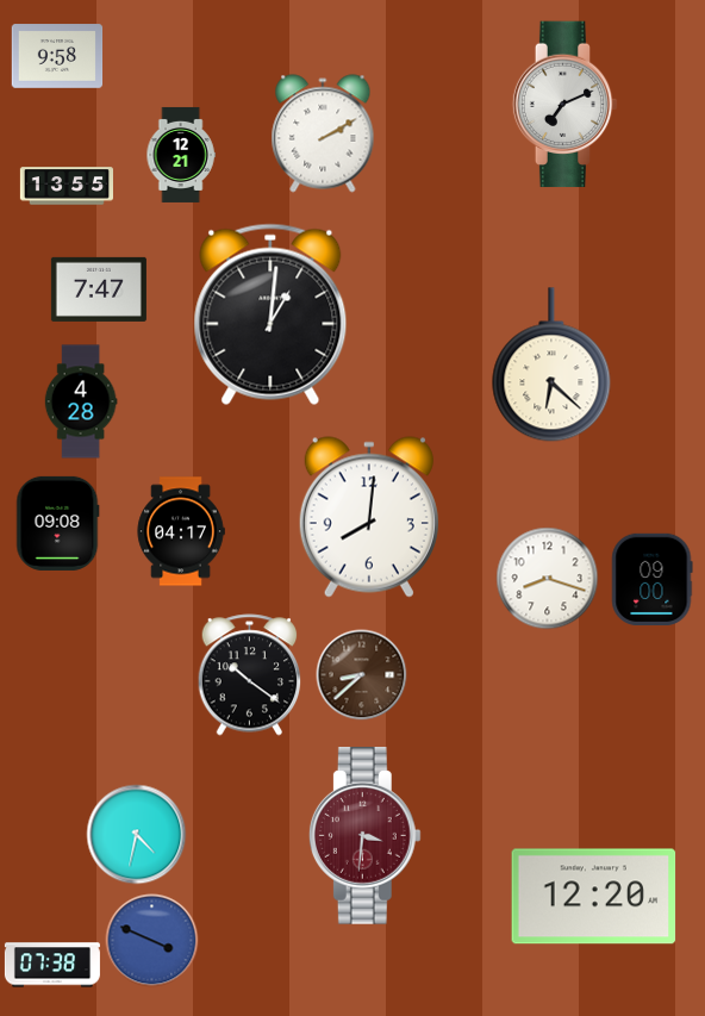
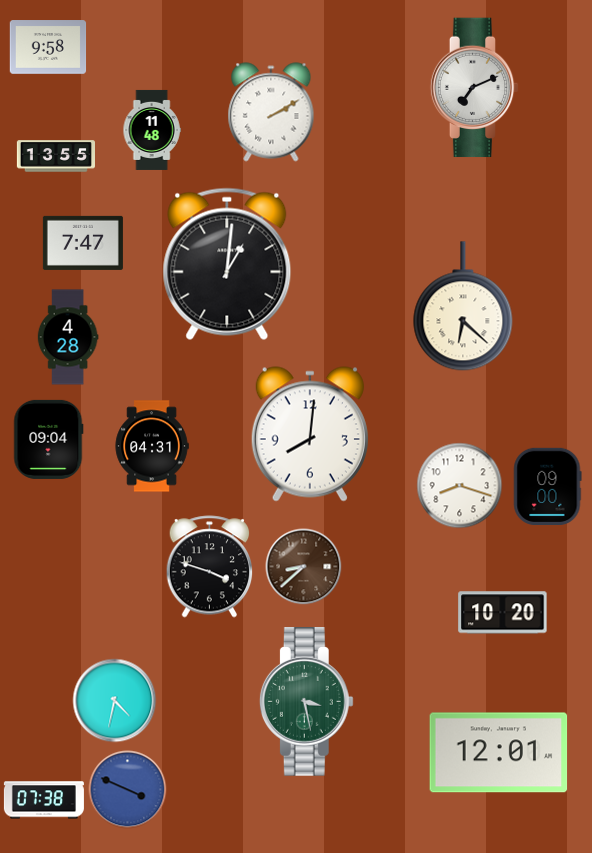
clock at (181, 155): 12:21 -> 11:48
clock at (58, 523): 09:08 -> 09:04
clock at (181, 531): 04:17 -> 04:31
clock at (250, 675): 10:21 -> 3:48
clock at (503, 613): none -> 10:20
clock at (364, 836): 3:31 -> 3:28
clock at (364, 836) dial: burgundy -> green
clock at (594, 897): 12:20 -> 12:01
clock at (52, 965) position: (52, 965) -> (44, 800)
